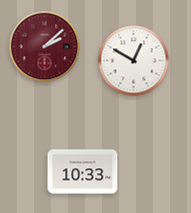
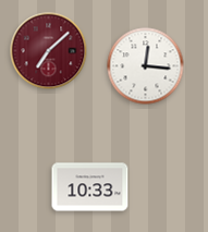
clock at (45, 47): 2:08 -> 7:08
clock at (134, 61): 12:50 -> 12:16
